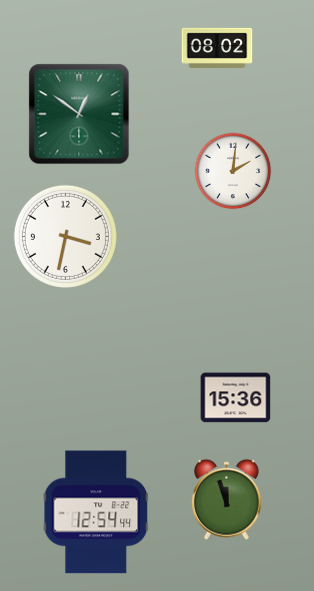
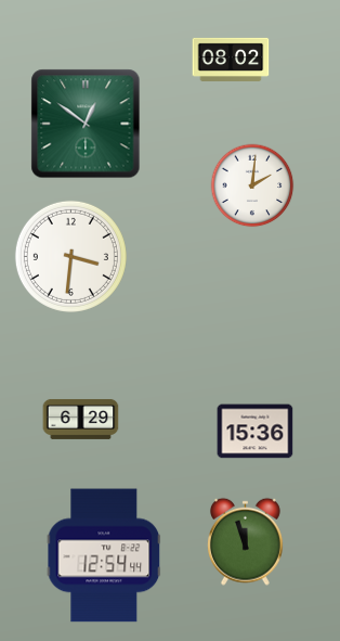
clock at (217, 48) position: (217, 48) -> (231, 60)
clock at (65, 236): 3:32 -> 3:31
clock at (81, 419): none -> 6:29
